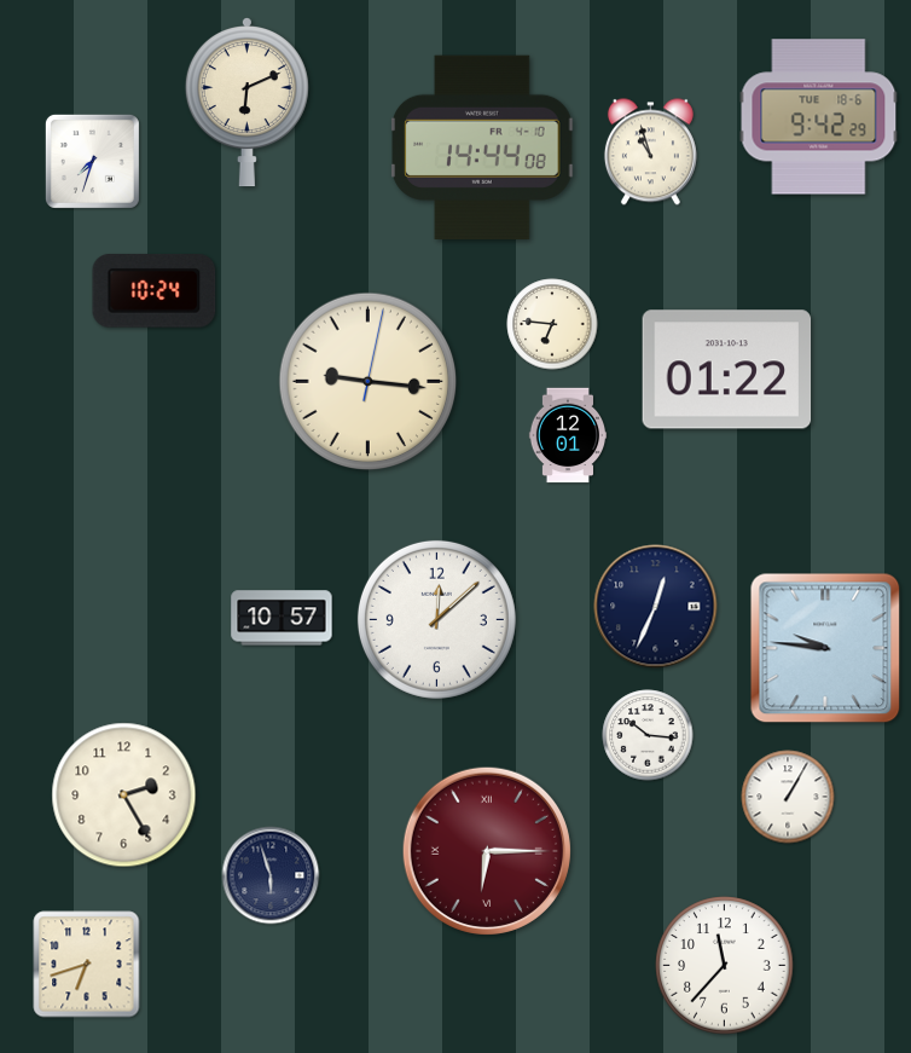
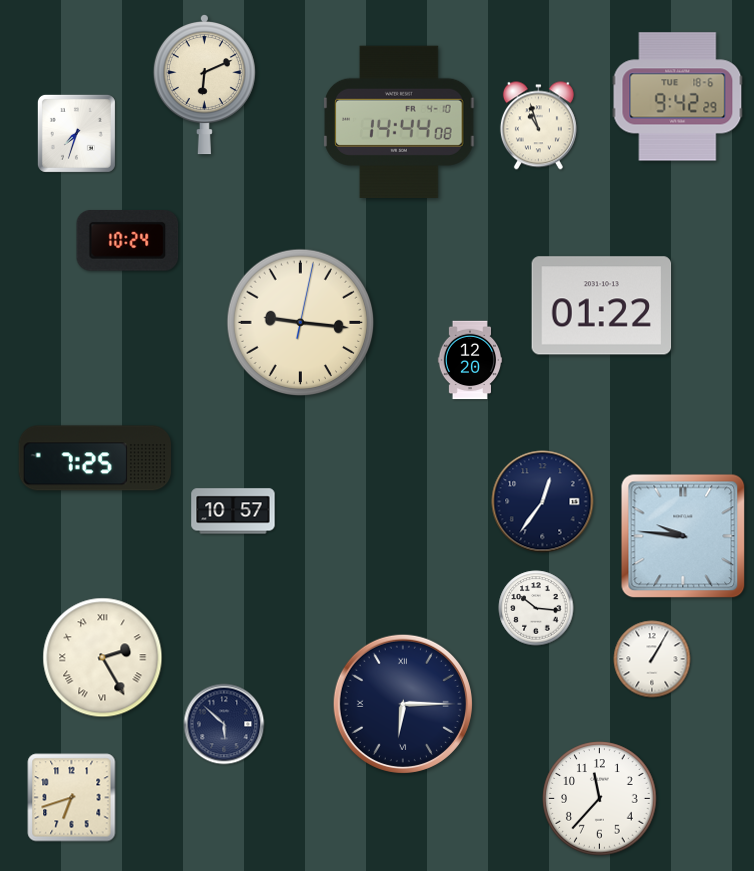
clock at (552, 324): 6:46 -> none
clock at (369, 382) position: (369, 382) -> (301, 323)
clock at (568, 435): 12:01 -> 12:20
clock at (94, 458): none -> 7:25
clock at (656, 607): 12:34 -> 12:36
clock at (436, 619): 12:08 -> none
clock at (124, 795) numerals: Arabic -> Roman
clock at (486, 850) dial: burgundy -> navy
clock at (271, 875): 5:57 -> 5:52
